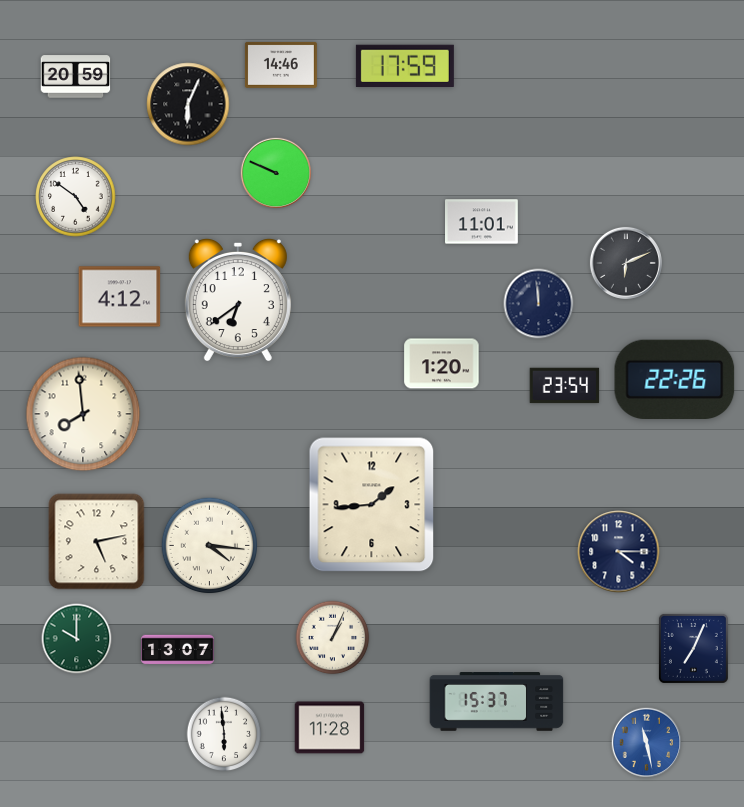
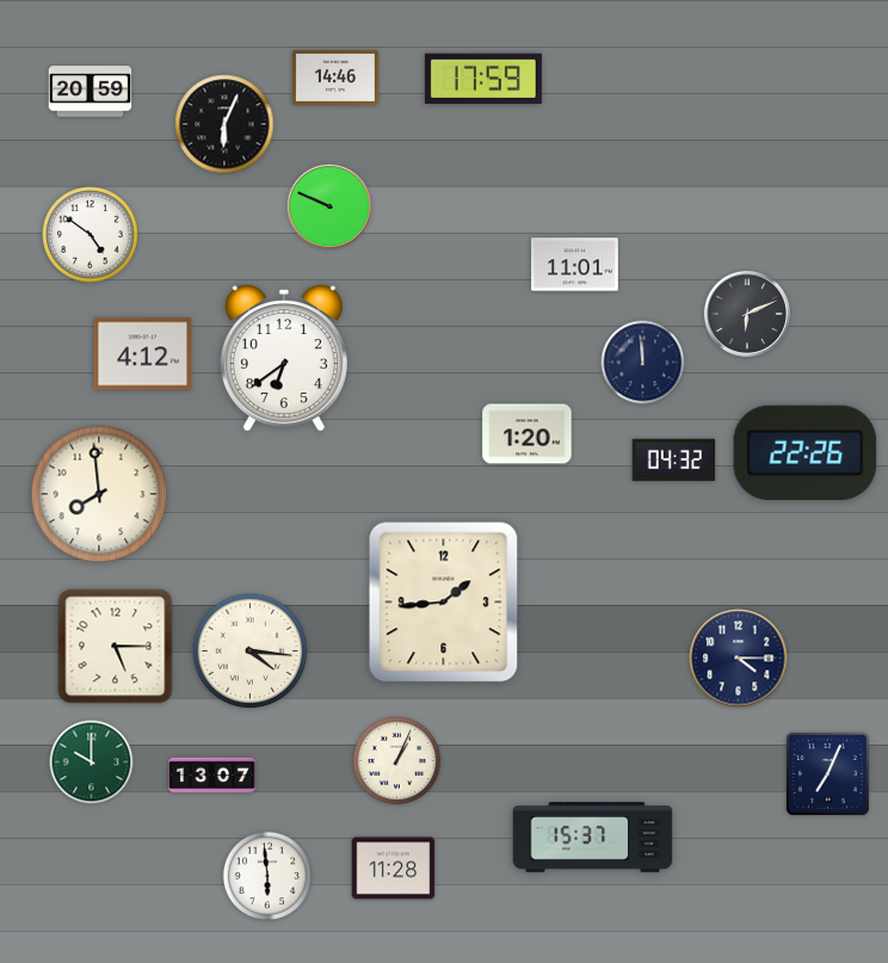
clock at (565, 386): 23:54 -> 04:32
clock at (97, 542): 5:13 -> 5:15
clock at (647, 743): 11:28 -> none
